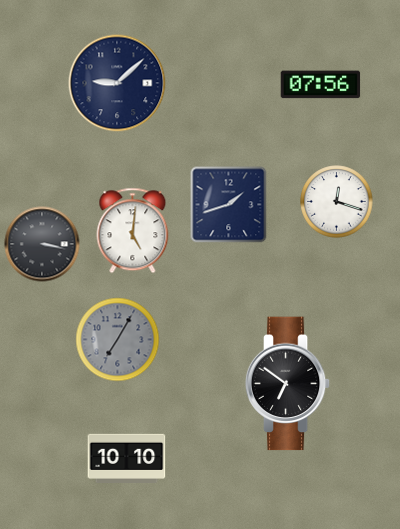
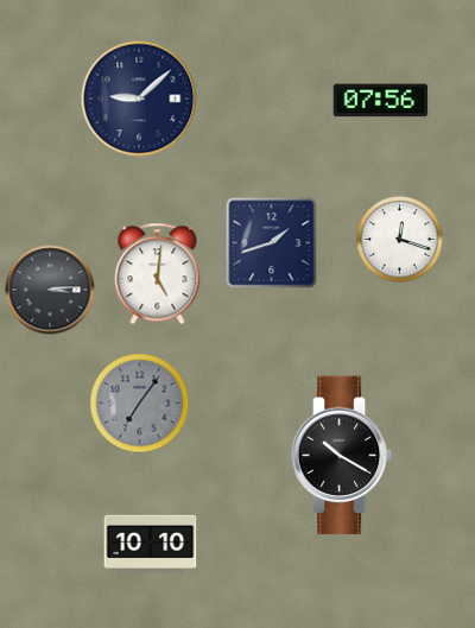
clock at (42, 244): 3:17 -> 3:14
clock at (118, 340): 7:05 -> 7:06
clock at (288, 384): 6:51 -> 10:20
